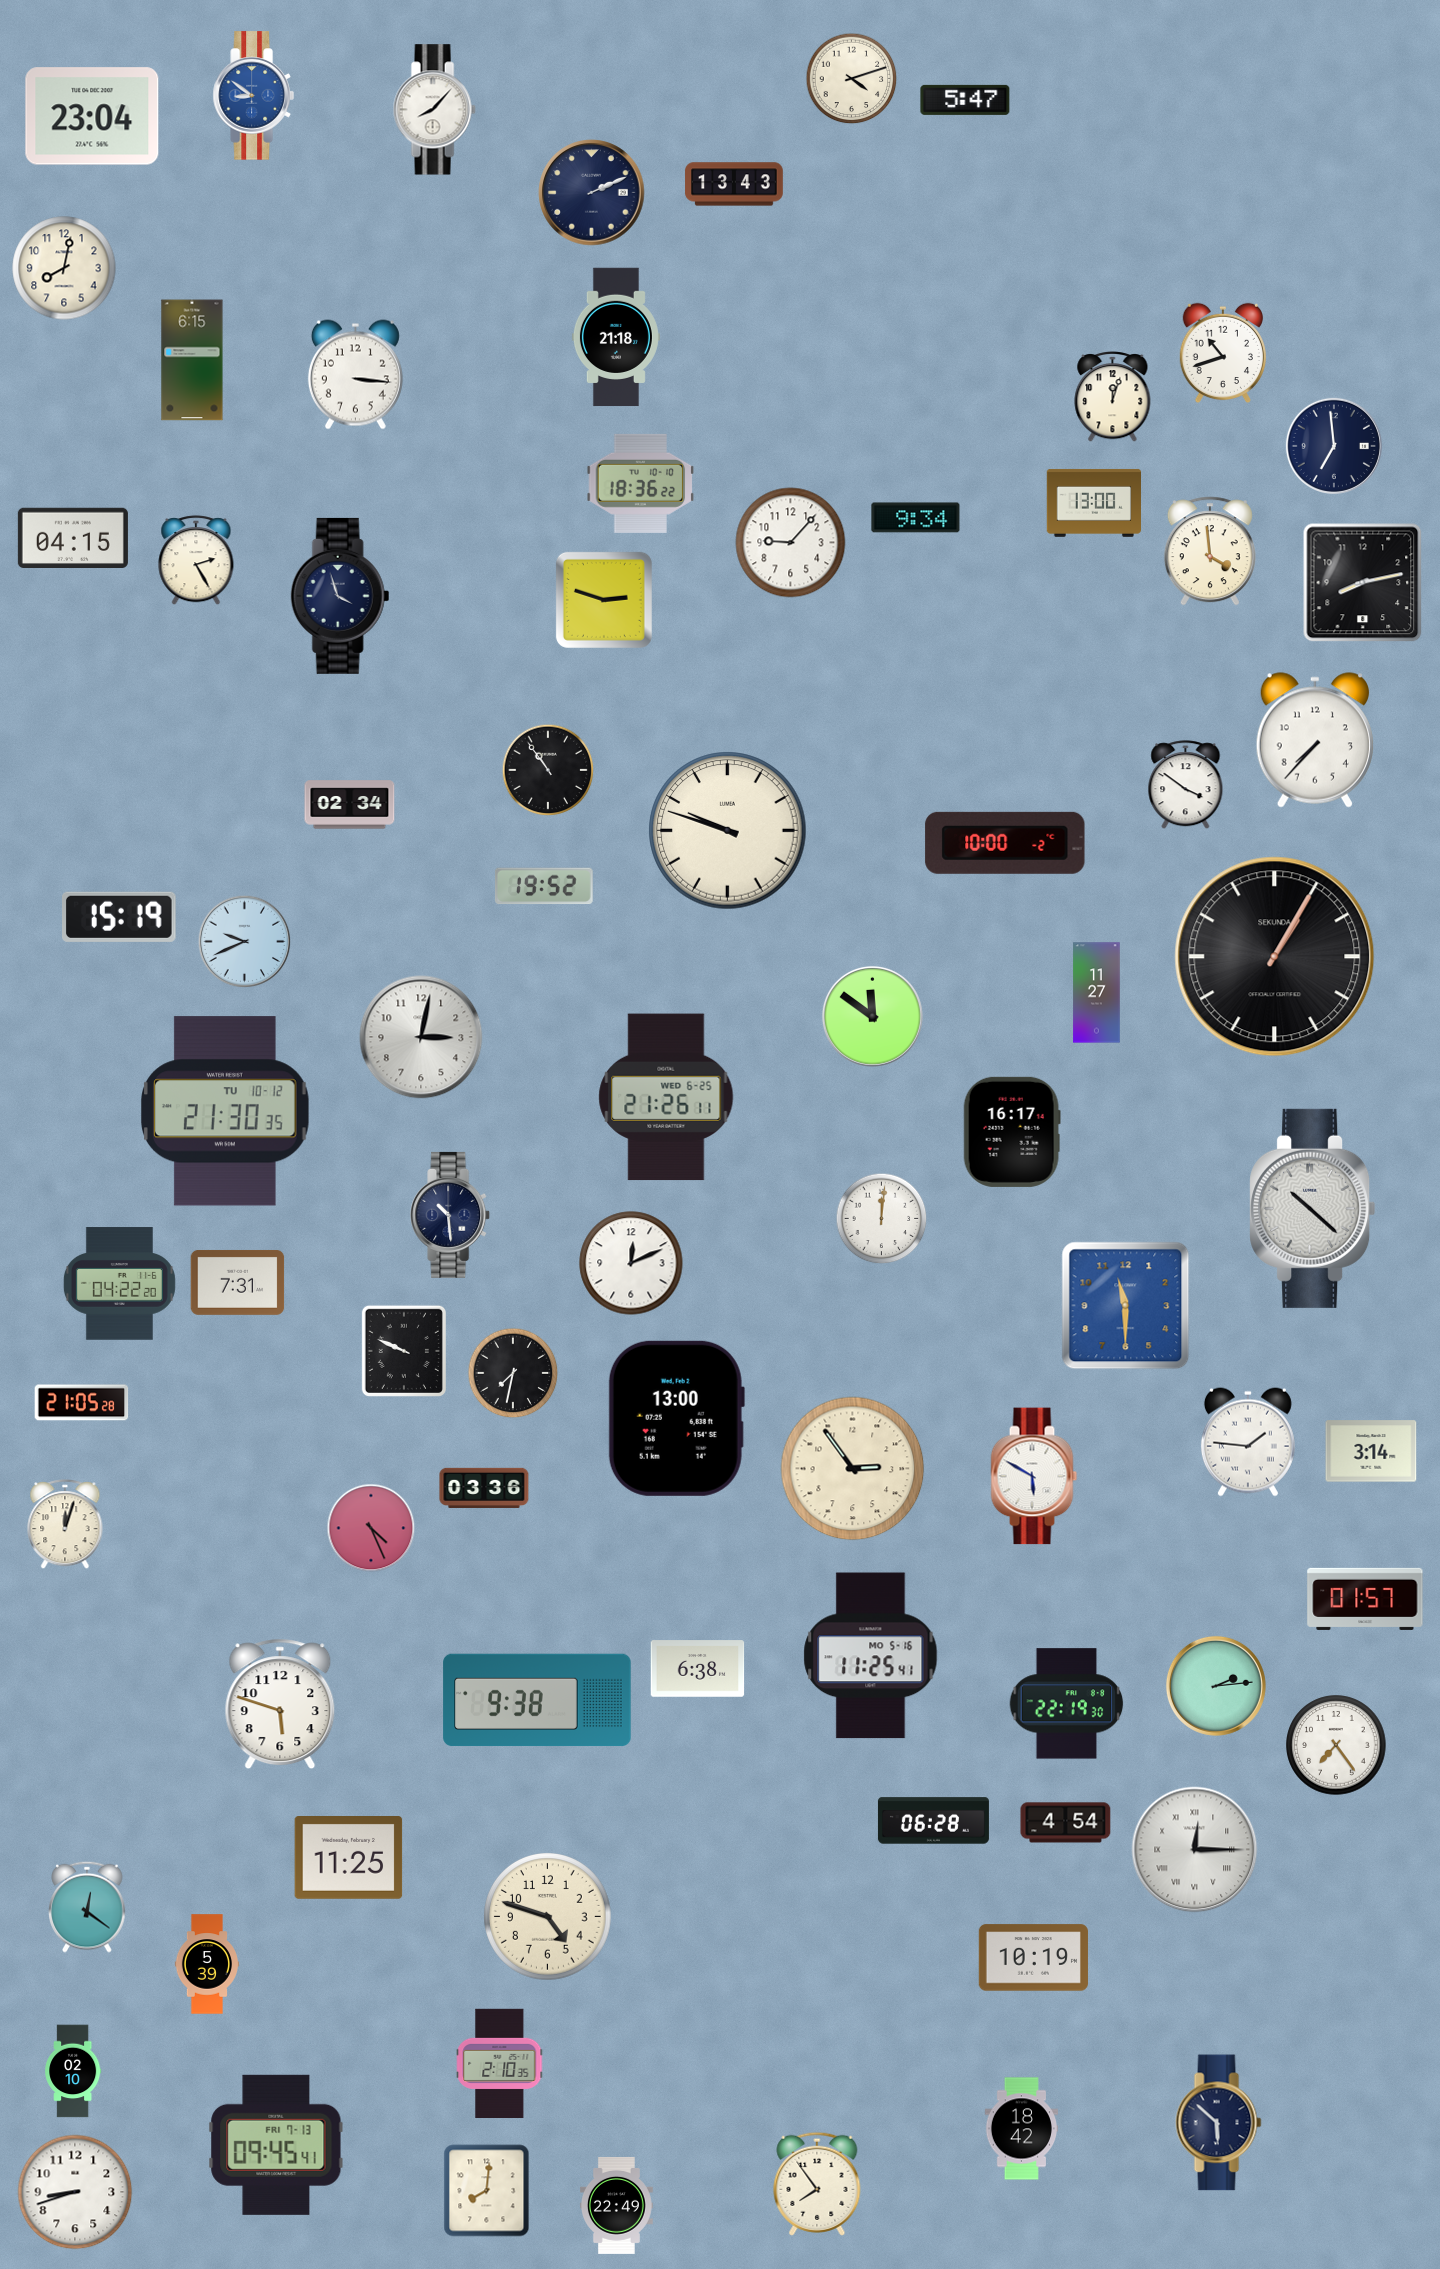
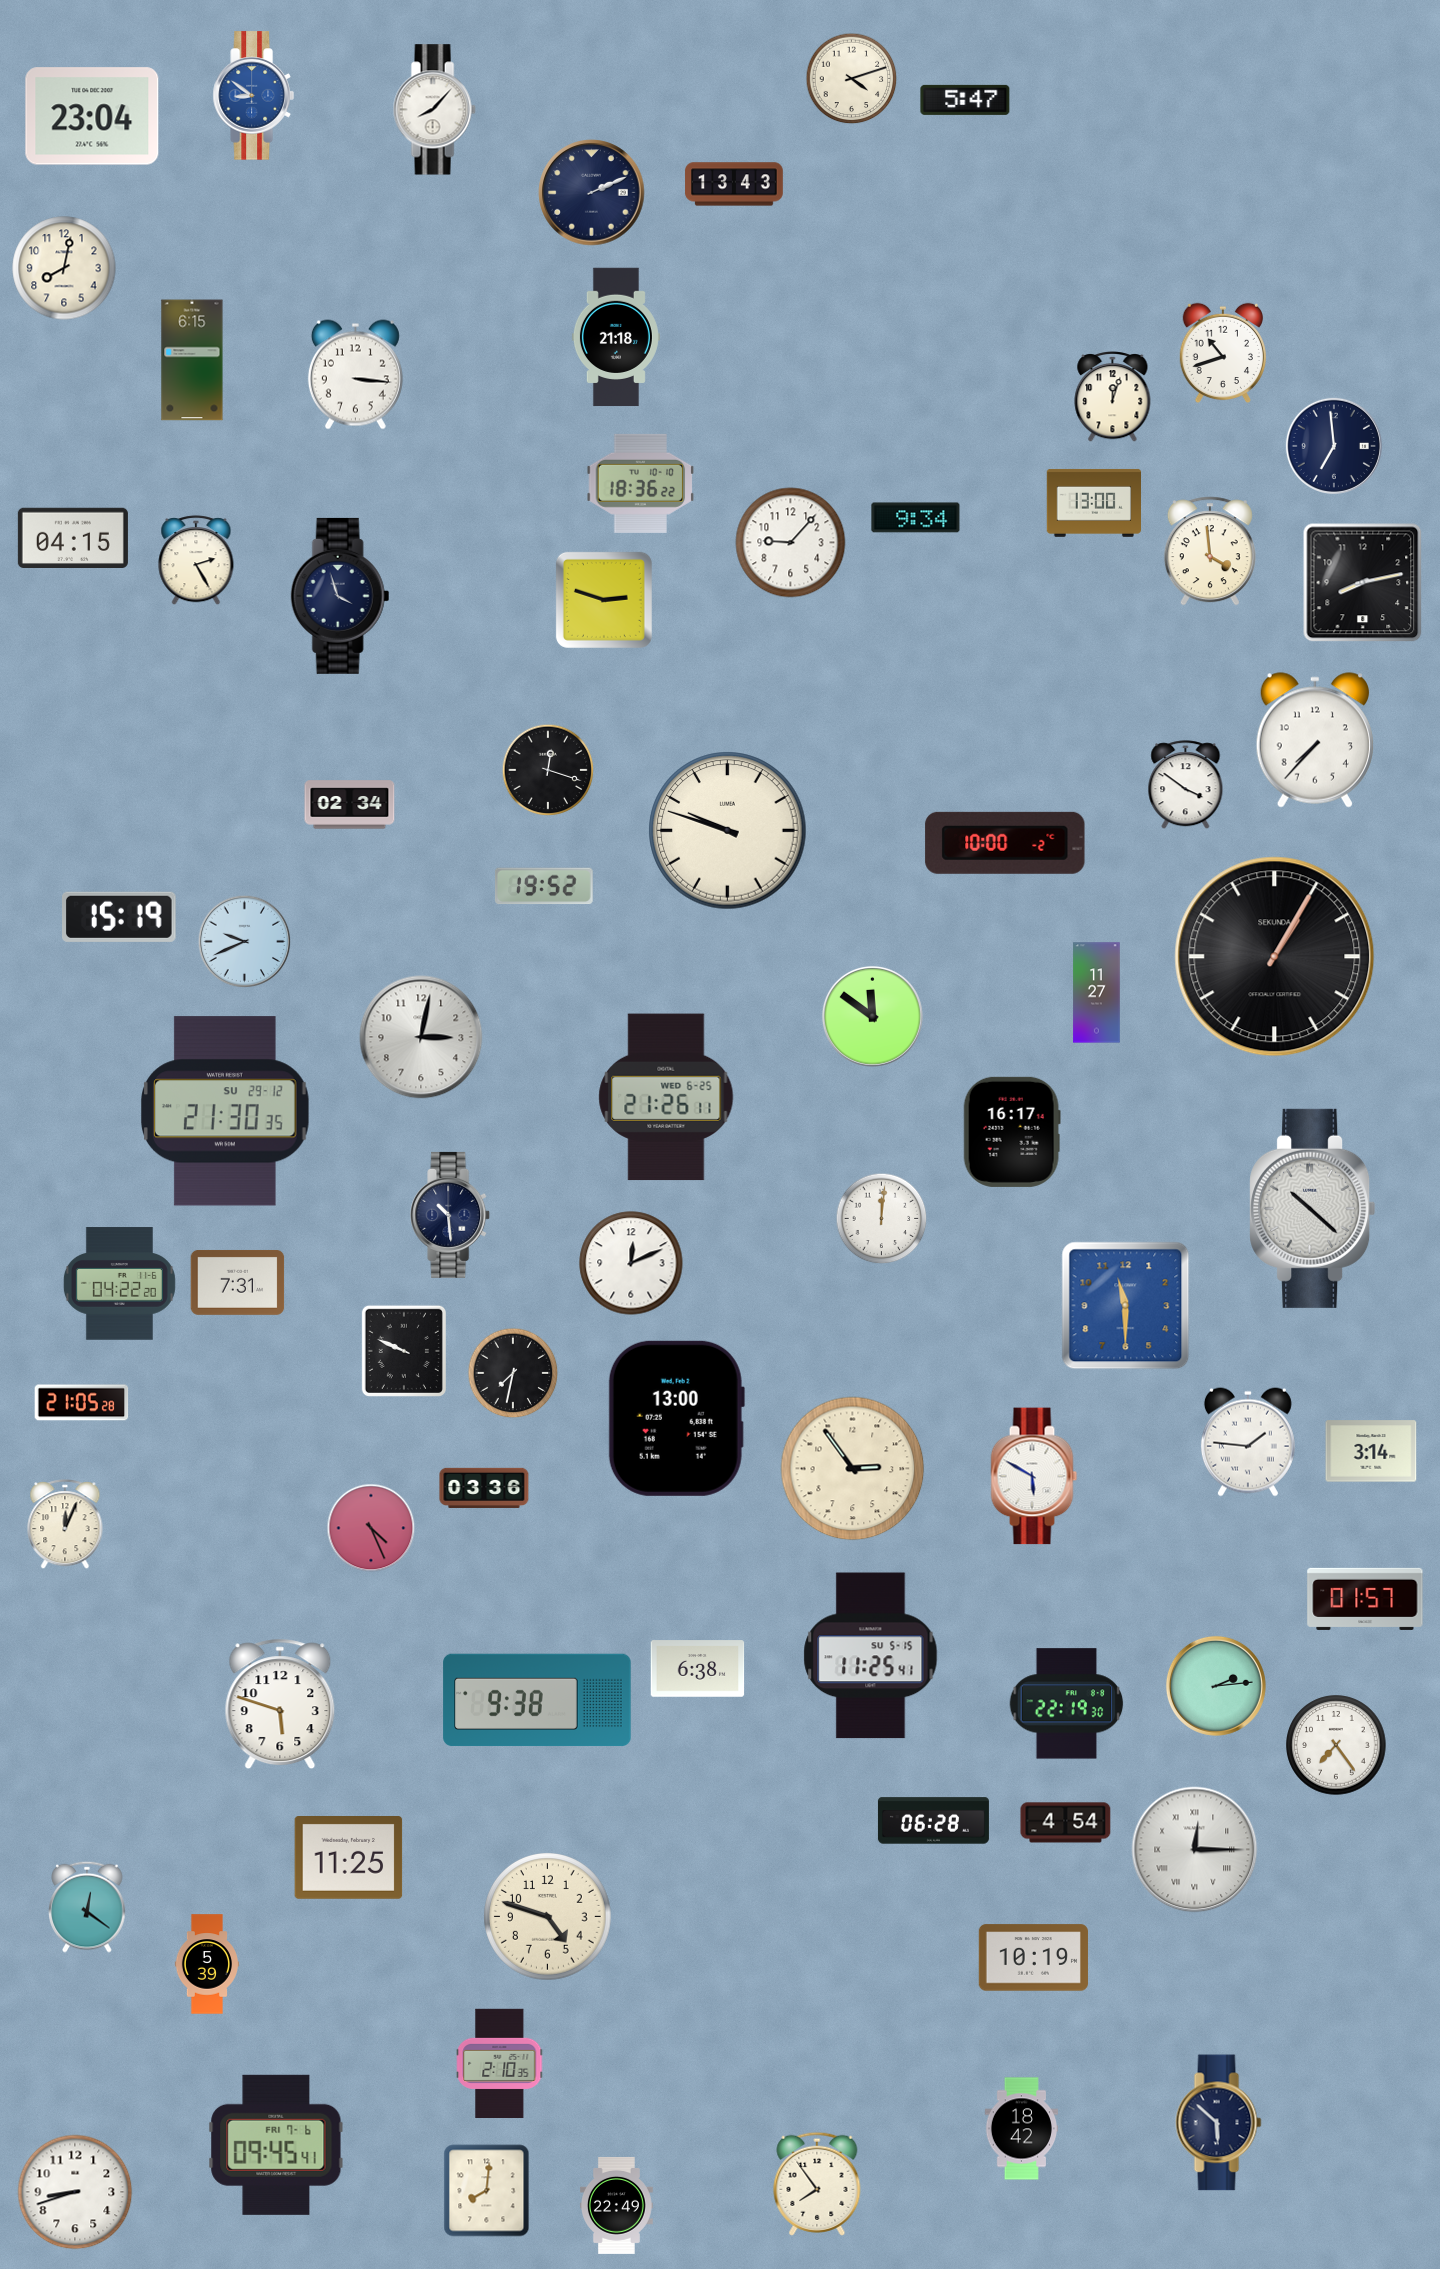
clock at (548, 770): 10:54 -> 12:18
clock at (226, 1111) date: TU 10-12 -> SU 29-12
clock at (65, 1525): 12:03 -> 12:04
clock at (871, 1656) date: MO 5-16 -> SU 5-15
clock at (74, 2071): 02:10 -> none
clock at (276, 2145) date: FRI 7-13 -> FRI 7-6
